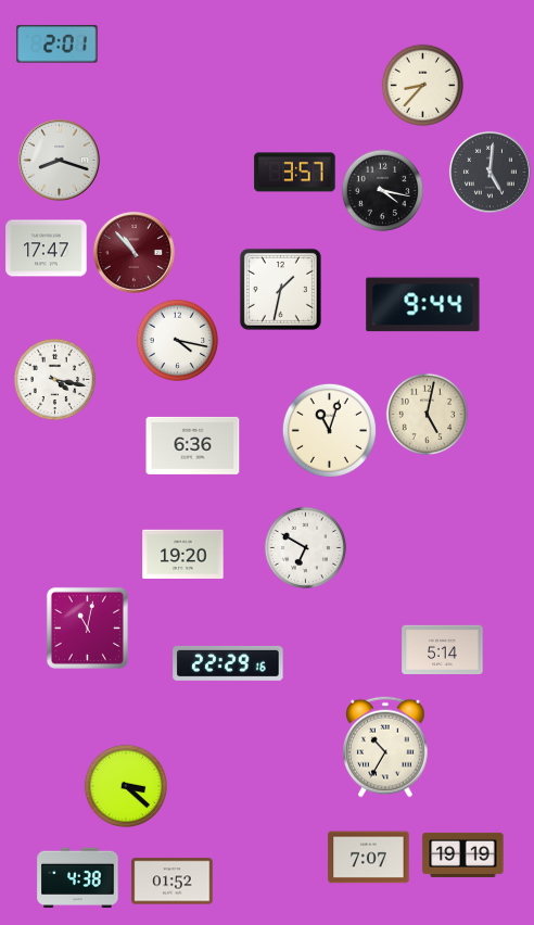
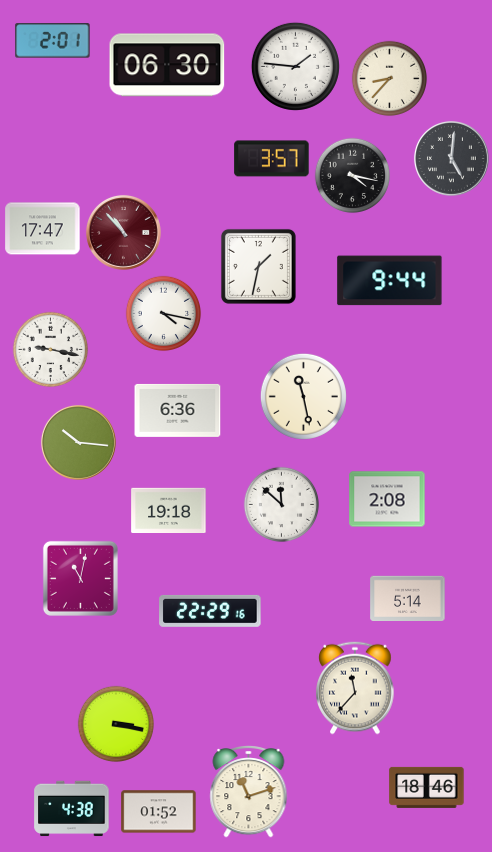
clock at (167, 65): none -> 06:30
clock at (295, 66): none -> 1:46
clock at (59, 160): 8:18 -> none
clock at (55, 380): 4:17 -> 9:17
clock at (428, 415): 5:02 -> none
clock at (329, 430): 11:03 -> 11:28
clock at (78, 442): none -> 10:16
clock at (387, 499): none -> 2:08
clock at (306, 548): 6:50 -> 11:52
clock at (183, 555): 19:20 -> 19:18
clock at (385, 747): 10:35 -> 11:37
clock at (125, 785): 3:22 -> 3:17
clock at (463, 854): 19:19 -> 18:46
clock at (369, 858): 7:07 -> none
clock at (249, 792): none -> 11:12
